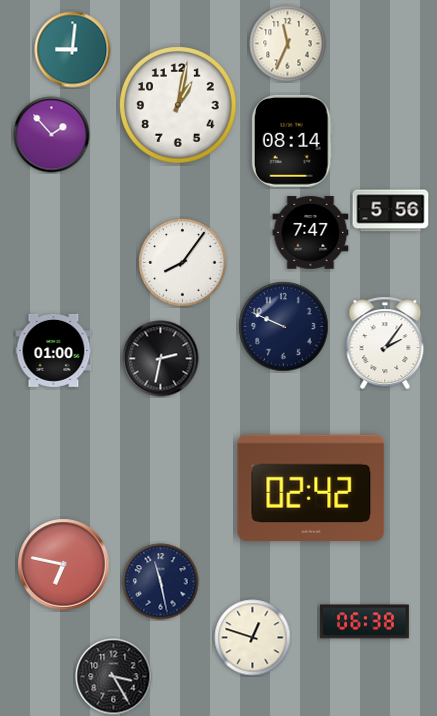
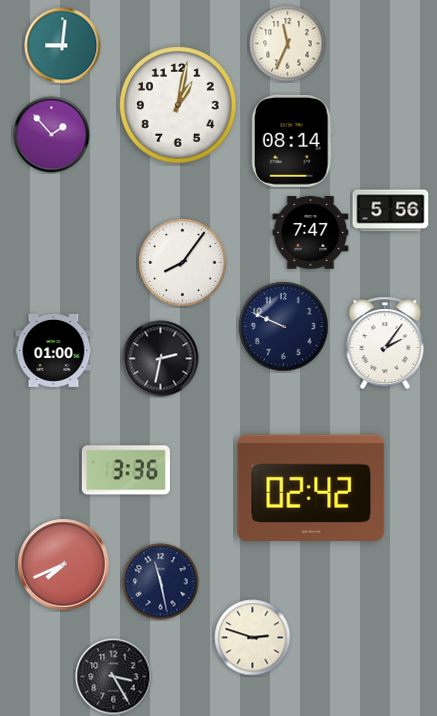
clock at (73, 50) position: (73, 50) -> (63, 46)
clock at (126, 470): none -> 3:36
clock at (64, 565): 6:47 -> 7:41
clock at (364, 622): 06:38 -> none
clock at (253, 638): 12:48 -> 2:48
